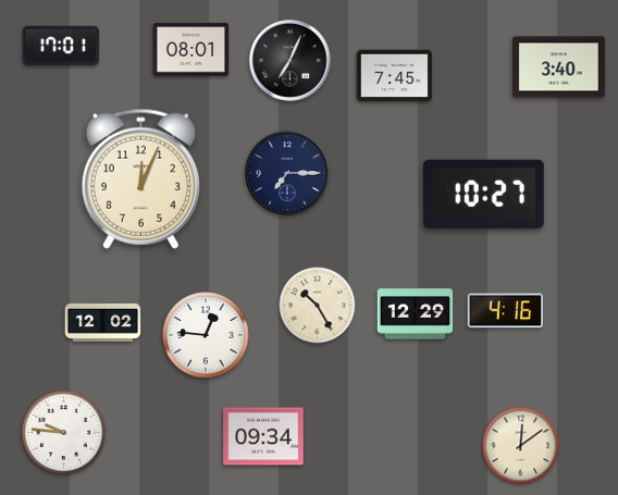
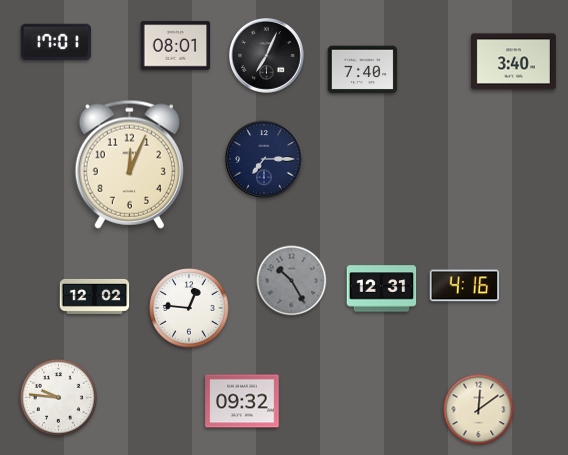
clock at (395, 76): 7:45 -> 7:40
clock at (483, 194): 10:27 -> none
clock at (318, 306) dial: cream -> grey
clock at (416, 314): 12:29 -> 12:31
clock at (263, 436): 09:34 -> 09:32
